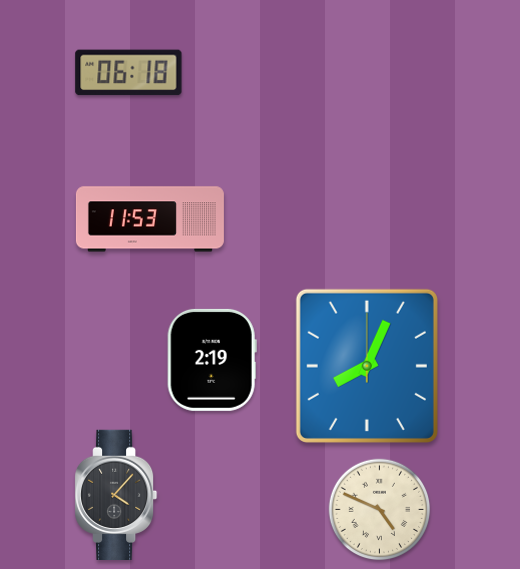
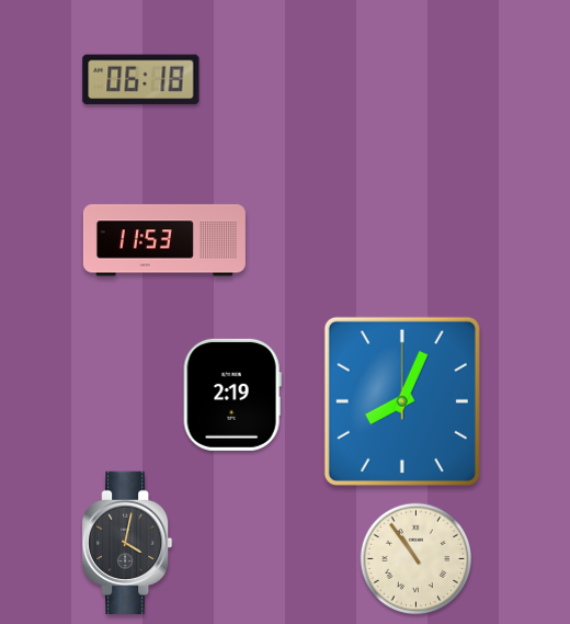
clock at (116, 494): 4:07 -> 4:02
clock at (380, 510): 4:49 -> 10:54
